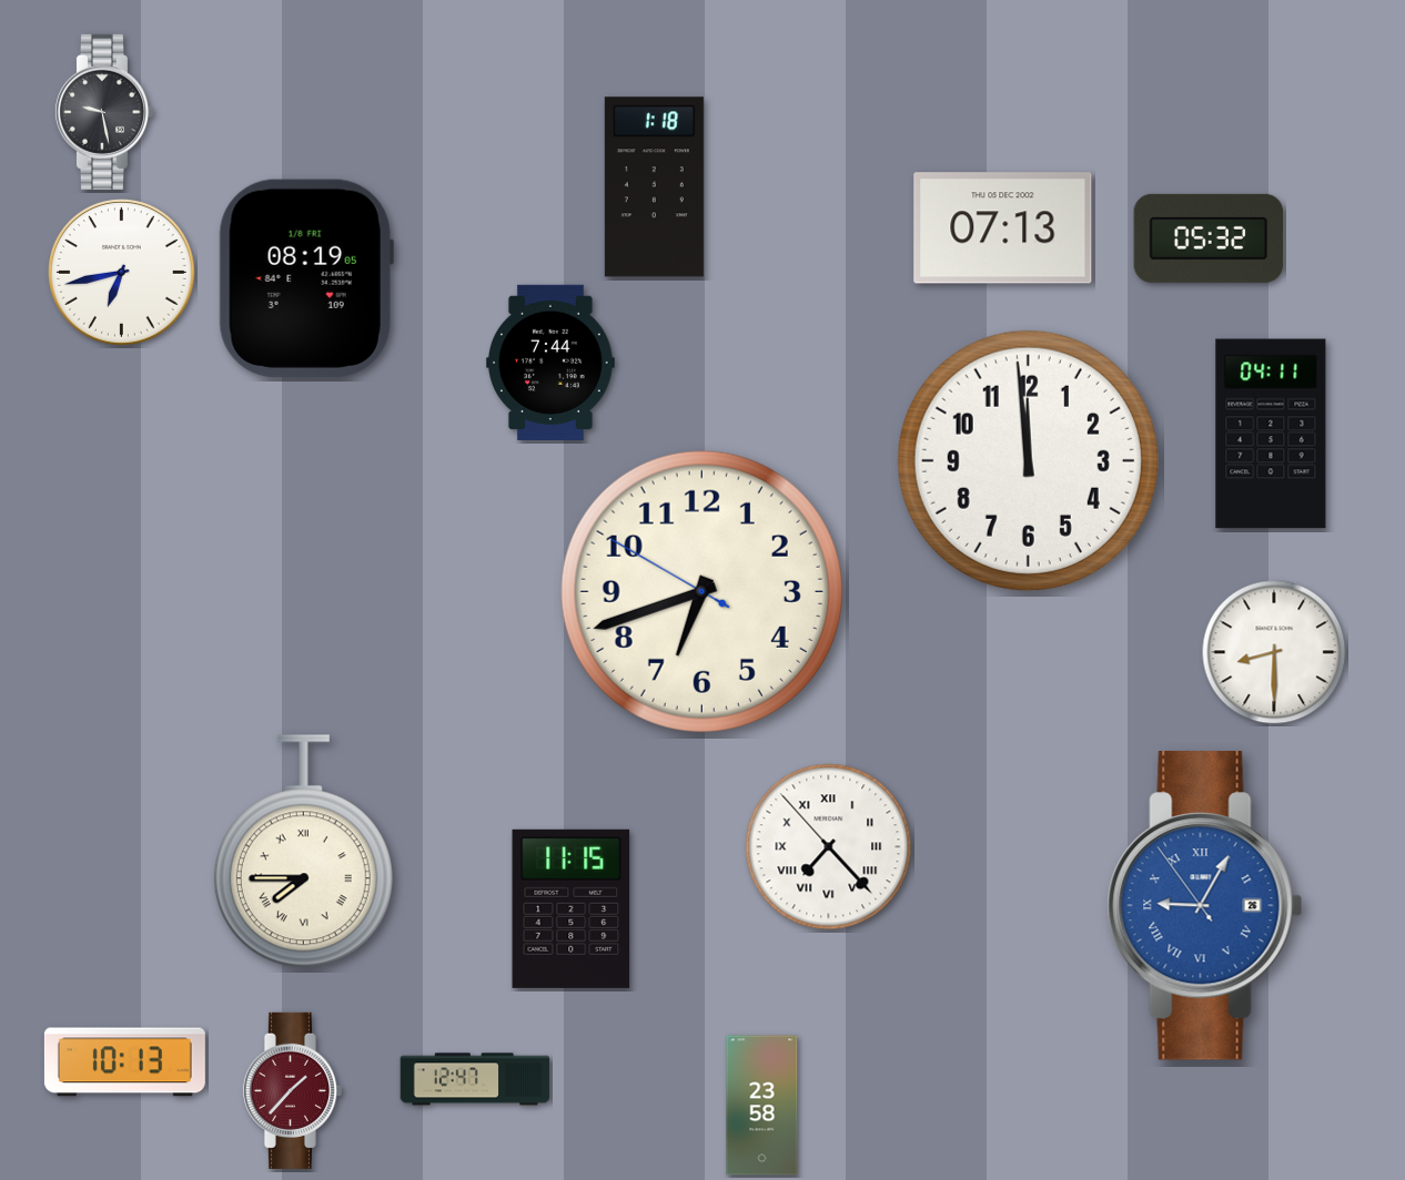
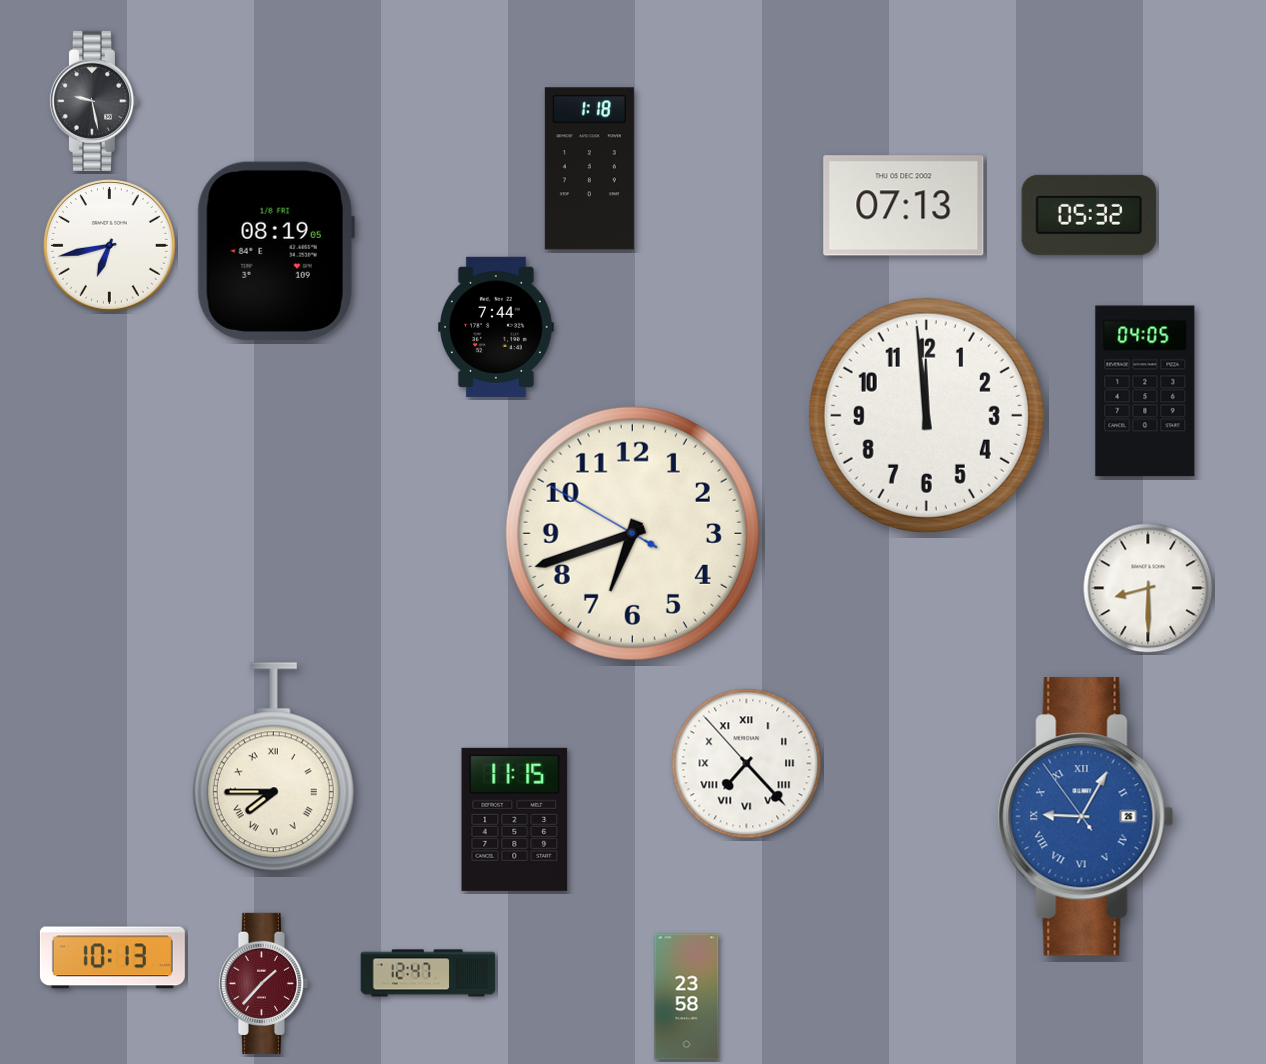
clock at (1271, 434): 04:11 -> 04:05
